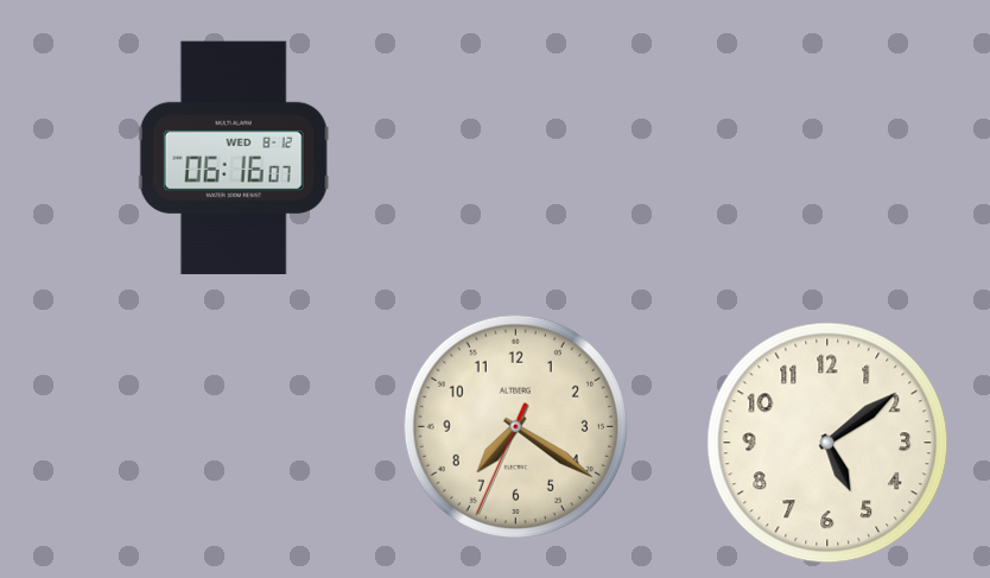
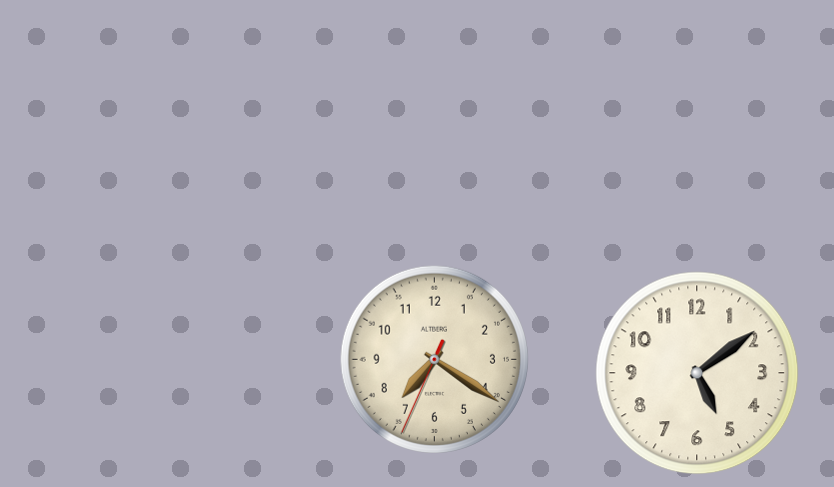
clock at (234, 158): 06:16 -> none
